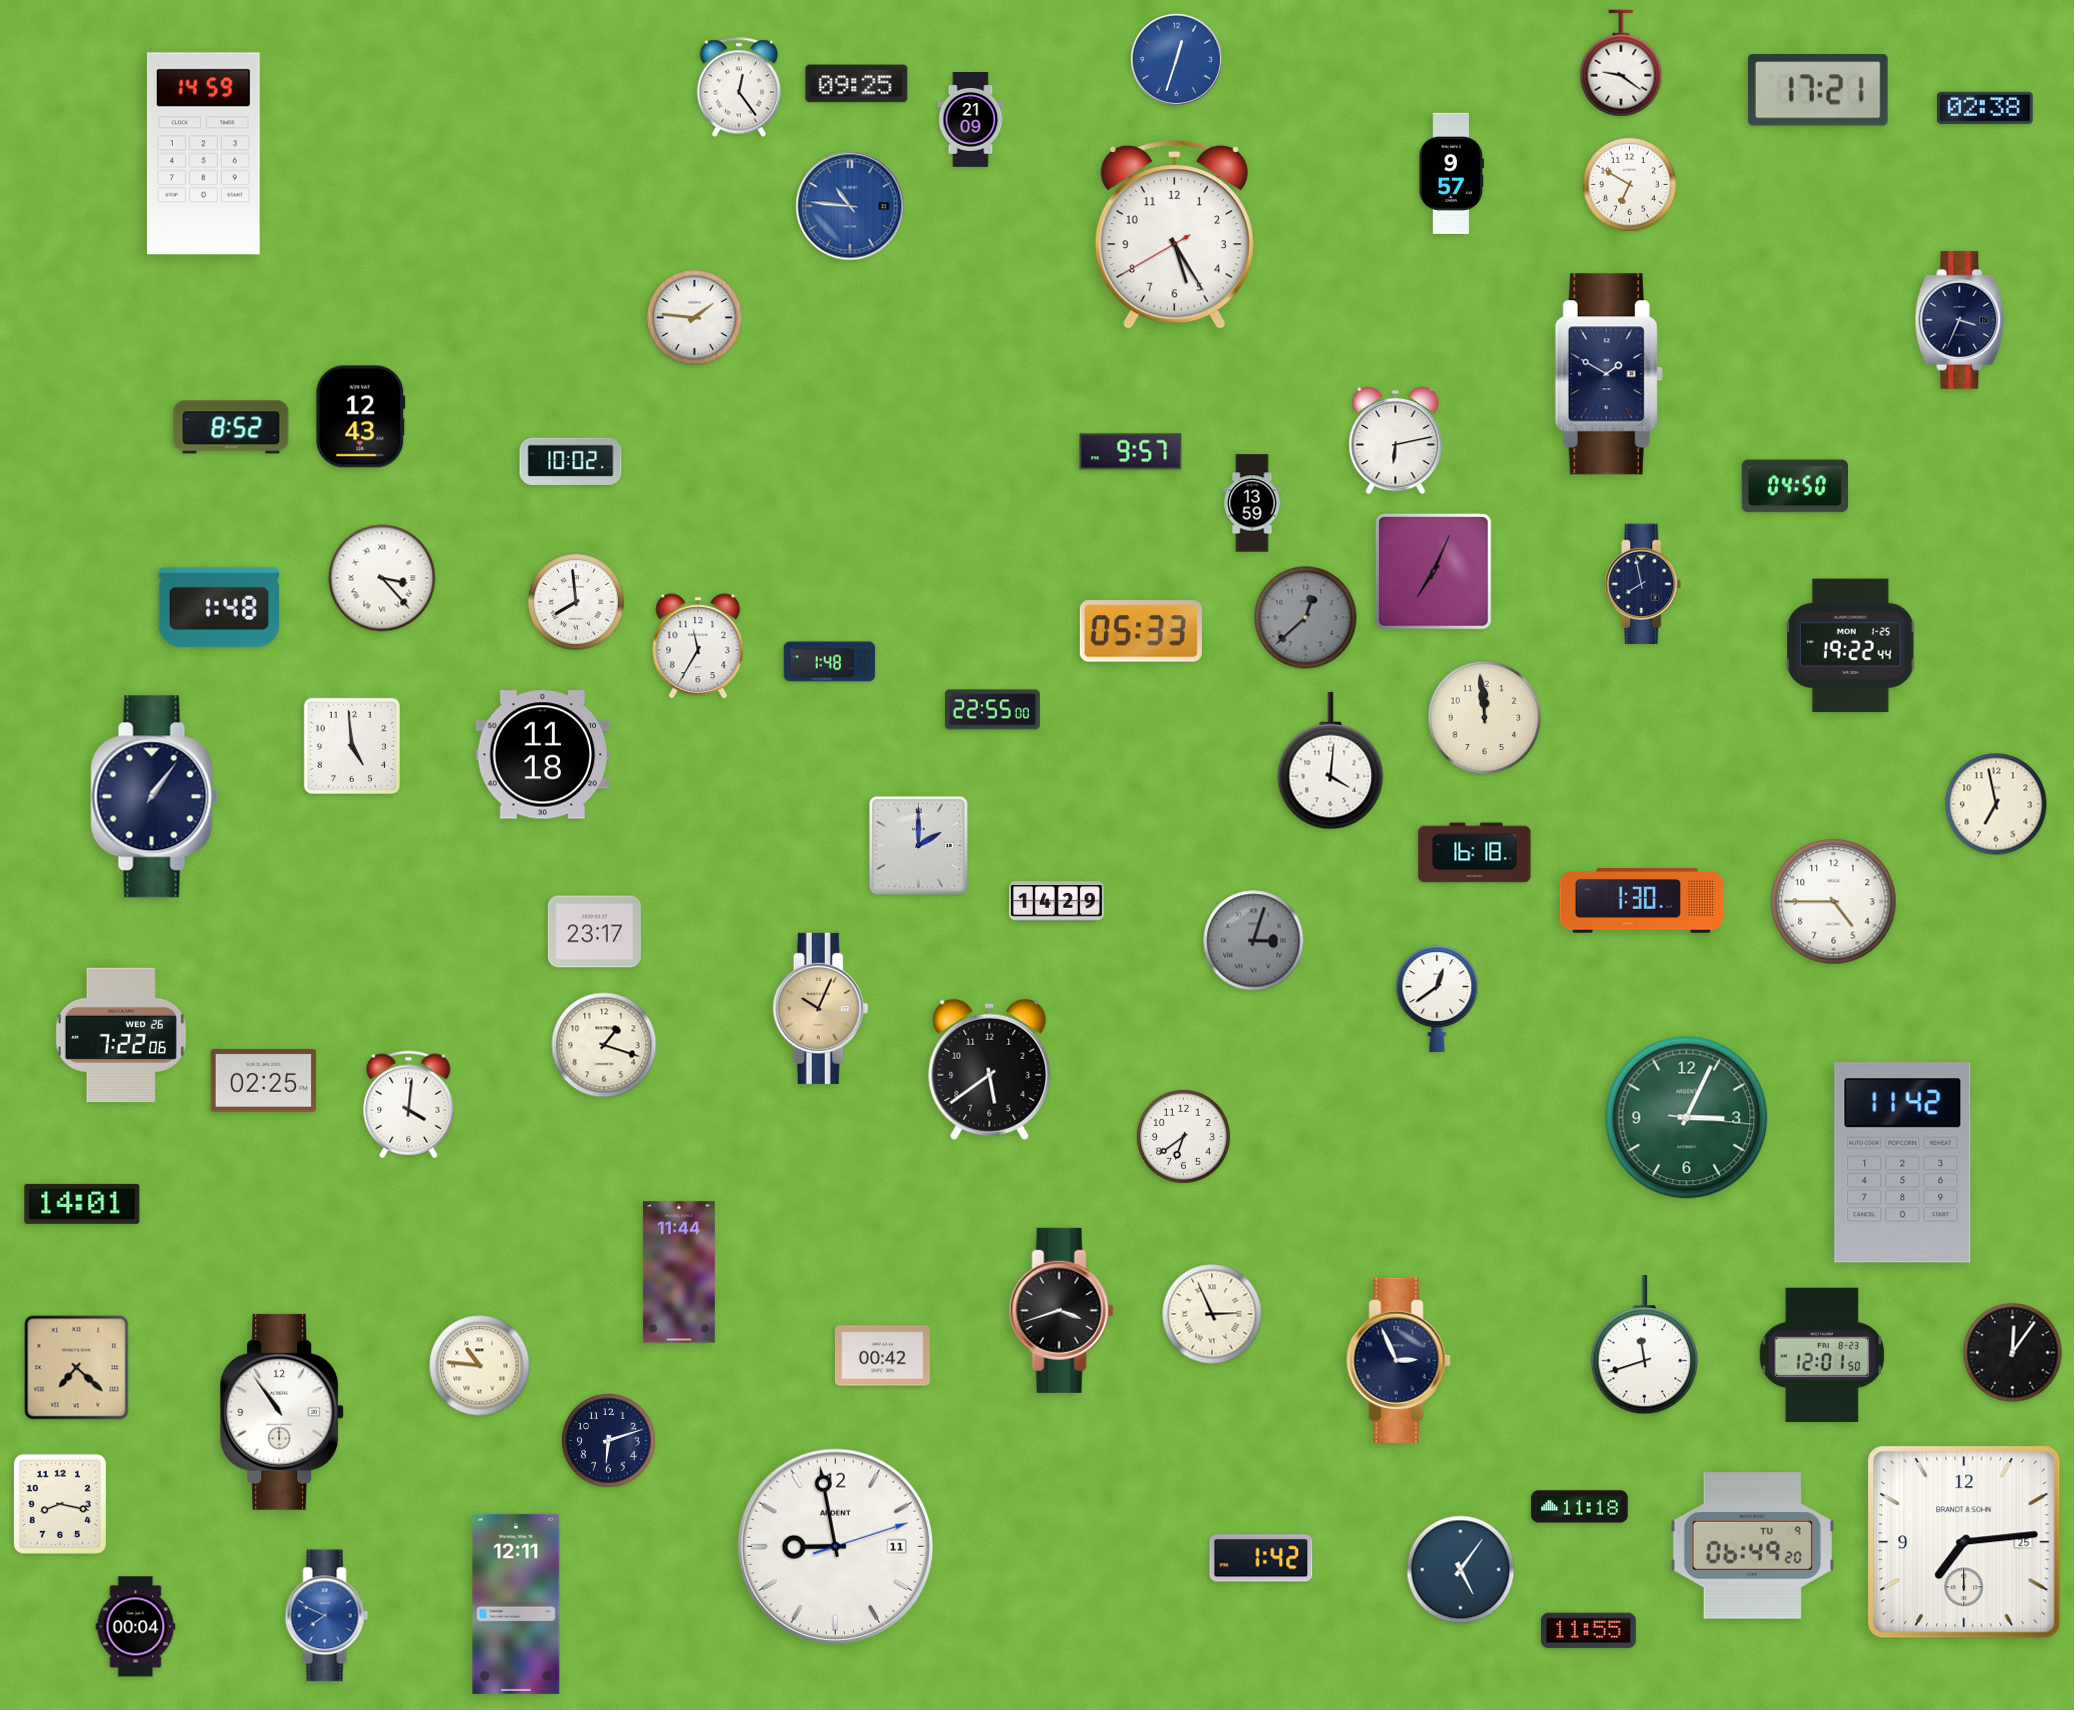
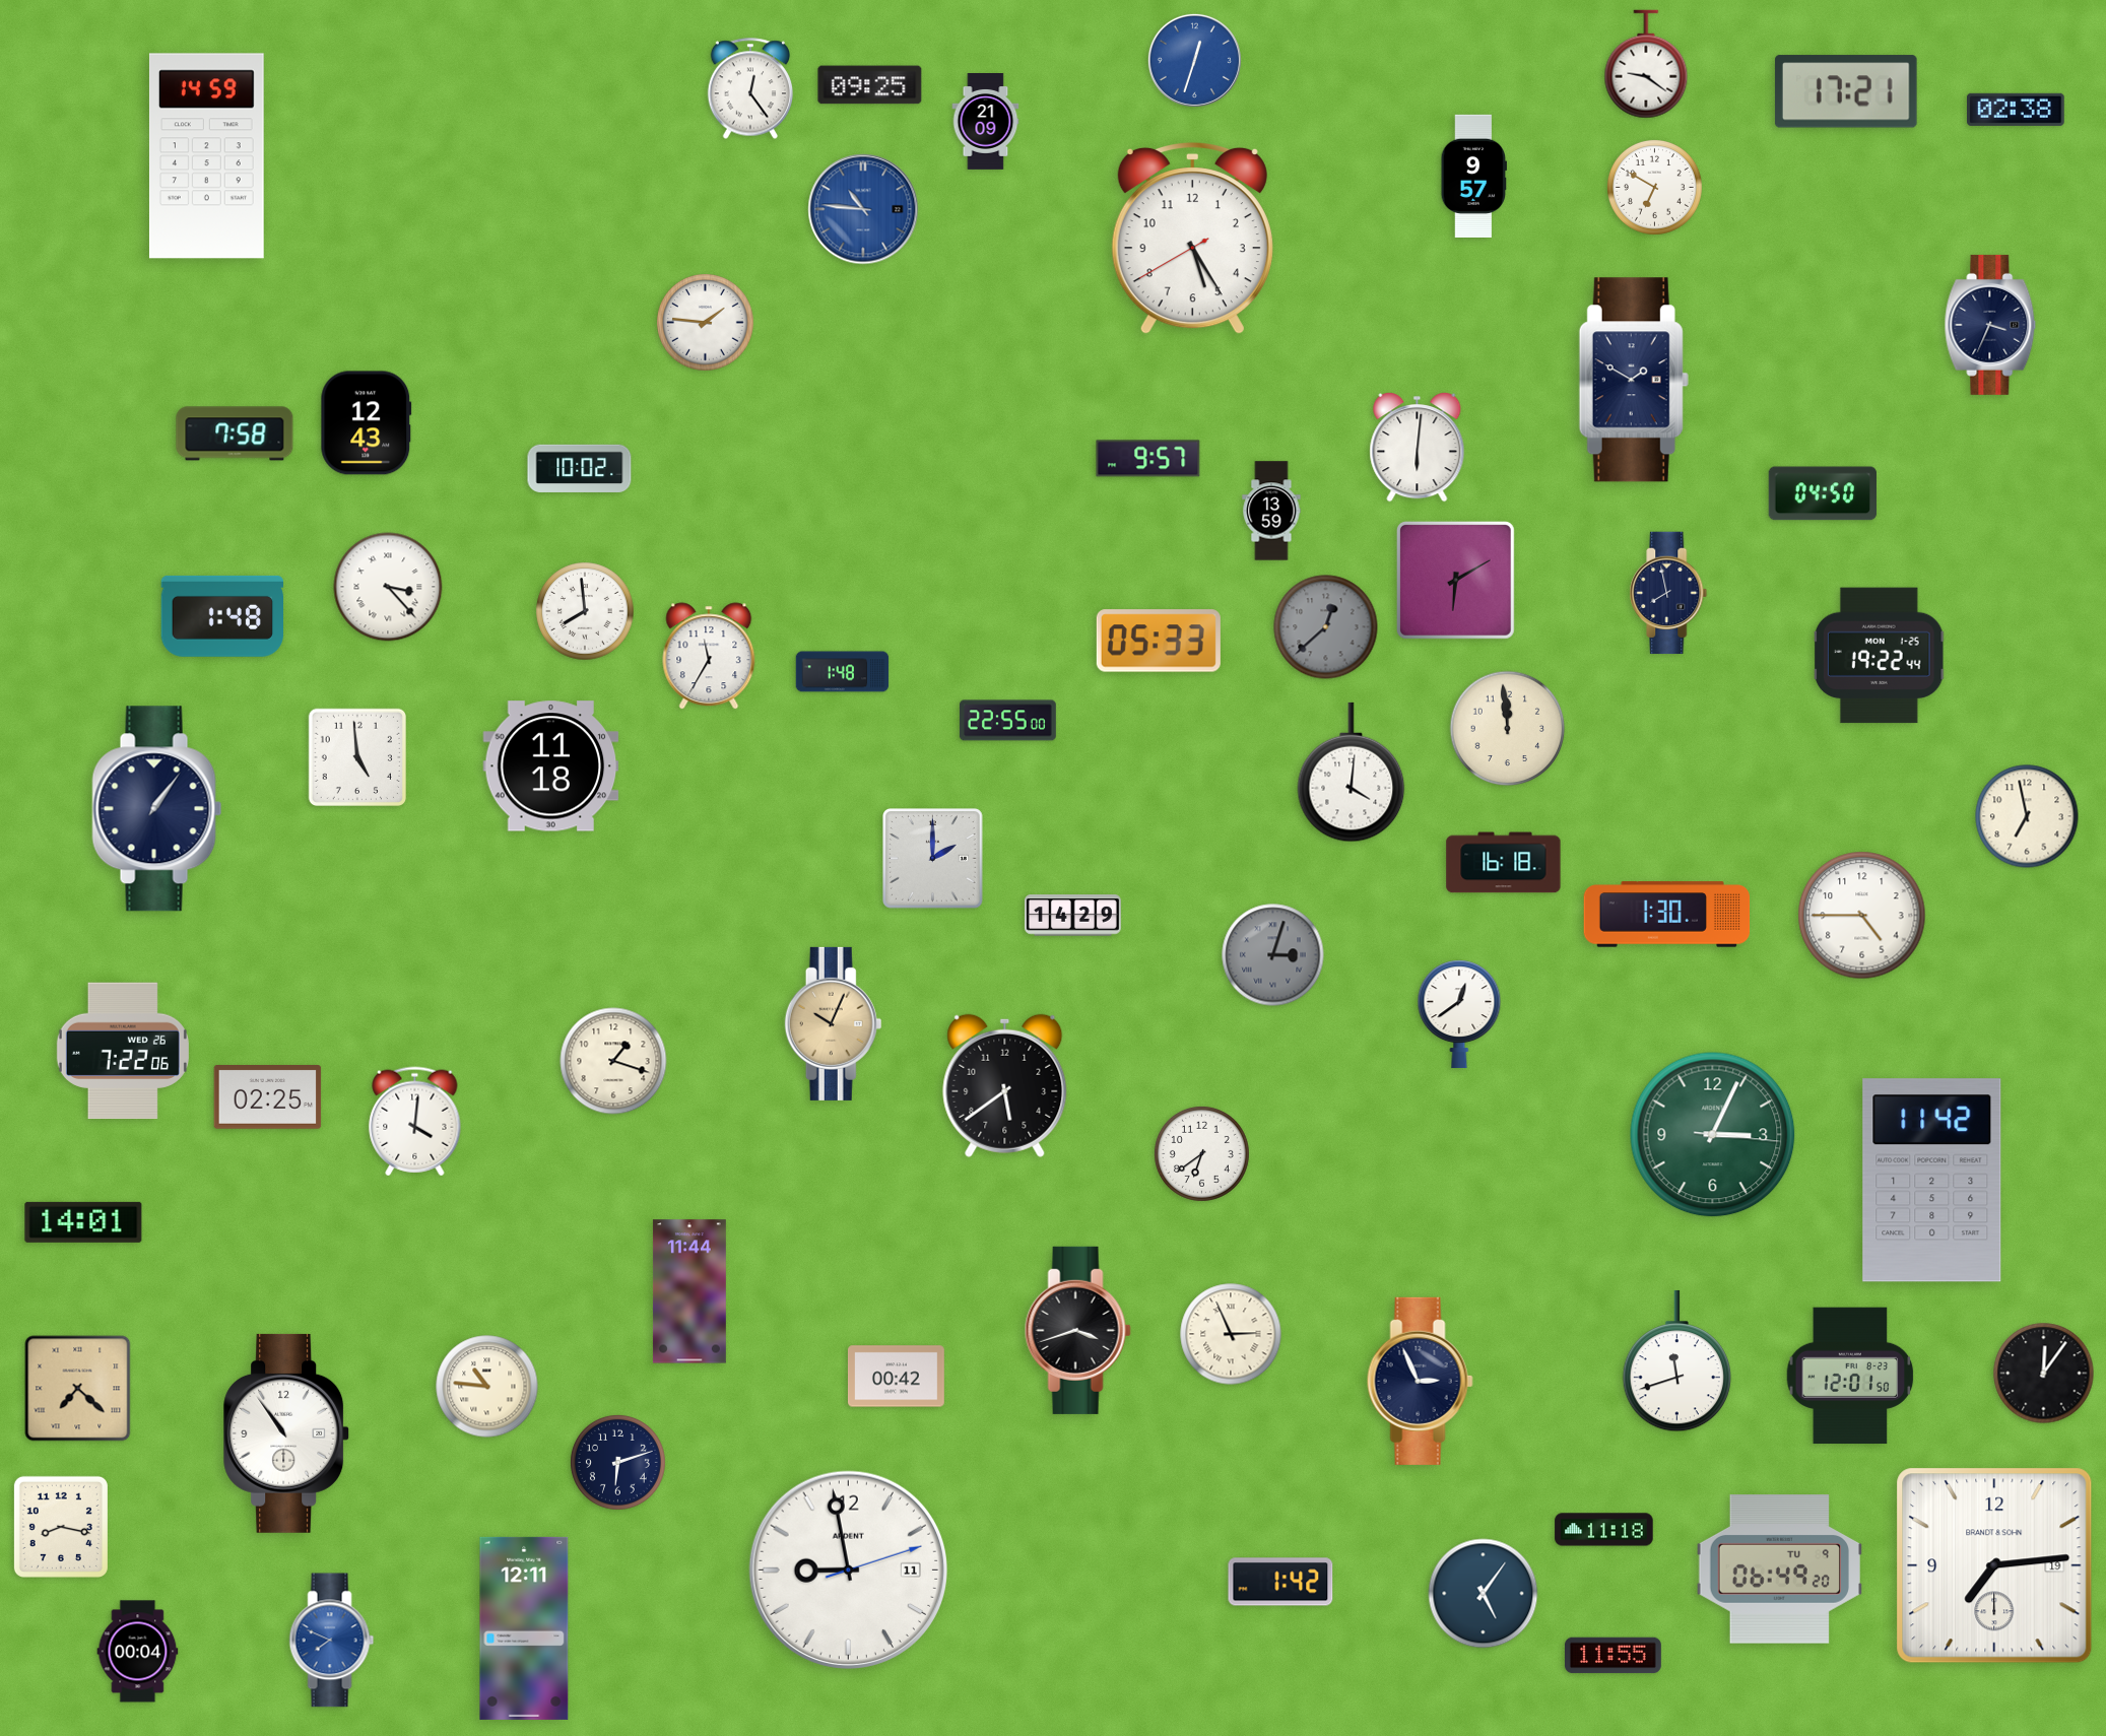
clock at (231, 427): 8:52 -> 7:58
clock at (1396, 441): 6:13 -> 6:01
clock at (1433, 571): 7:04 -> 6:10
clock at (1475, 853) position: (1475, 853) -> (1504, 863)
clock at (594, 932): 23:17 -> none
clock at (1644, 1345) position: (1644, 1345) -> (1676, 1361)
clock at (1964, 1542) date: 25 -> 19
